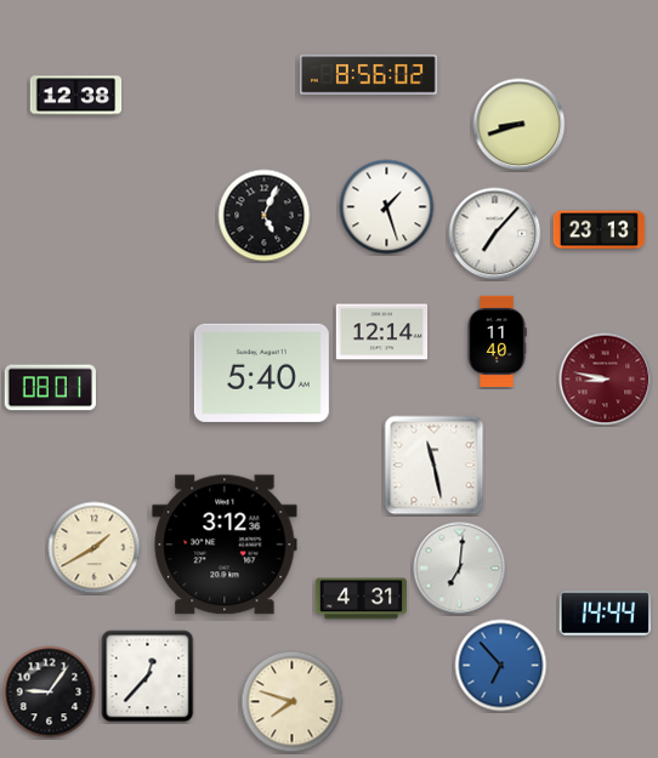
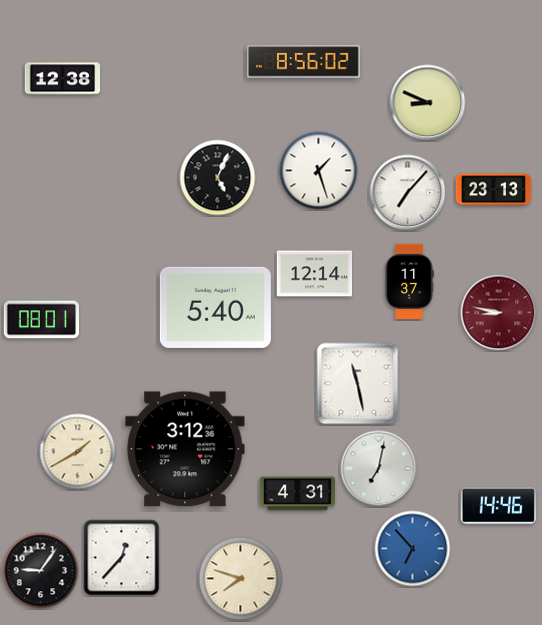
clock at (520, 125): 8:42 -> 8:49
clock at (497, 342): 11:40 -> 11:37
clock at (460, 569): 7:01 -> 7:02
clock at (605, 614): 14:44 -> 14:46
